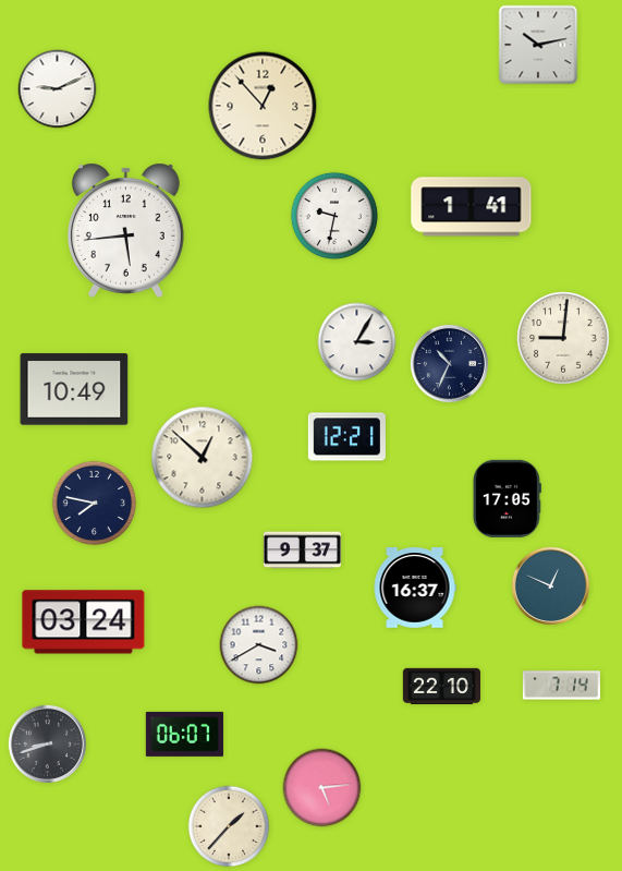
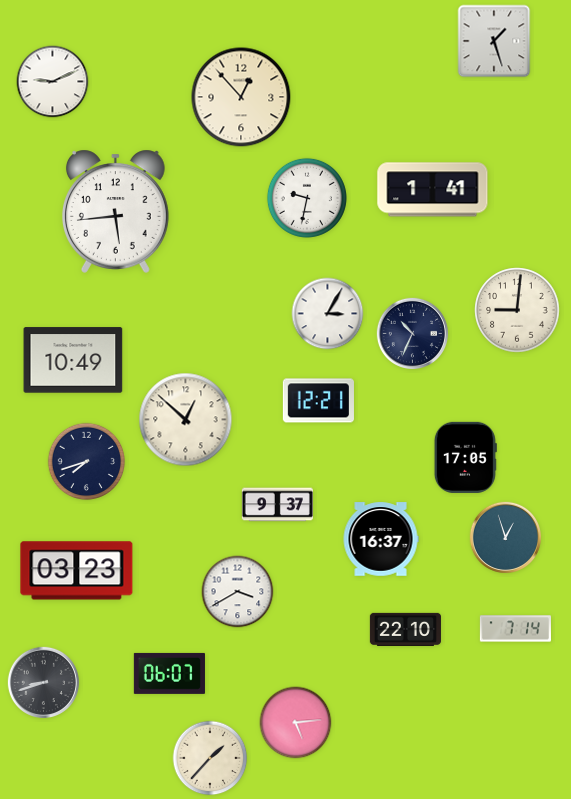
clock at (538, 45): 10:13 -> 1:27
clock at (74, 389) position: (74, 389) -> (73, 360)
clock at (95, 504): 7:47 -> 7:42
clock at (550, 585): 12:49 -> 12:57
clock at (84, 622): 03:24 -> 03:23
